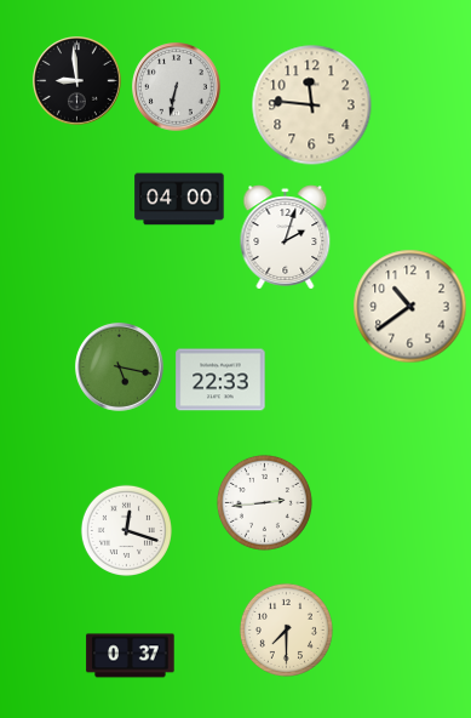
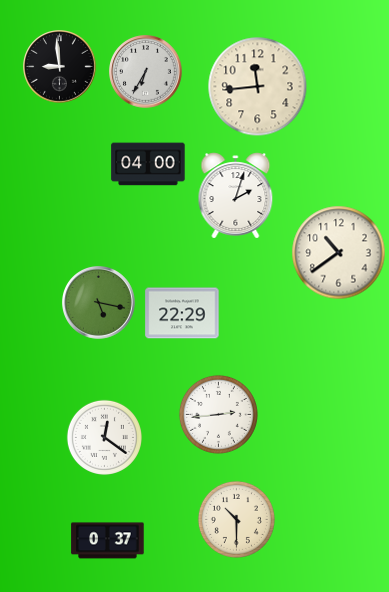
clock at (77, 81) position: (77, 81) -> (60, 67)
clock at (177, 87): 6:32 -> 6:35
clock at (312, 106): 11:46 -> 11:44
clock at (220, 380): 22:33 -> 22:29
clock at (126, 530): 12:18 -> 12:21
clock at (286, 629): 7:30 -> 10:30
